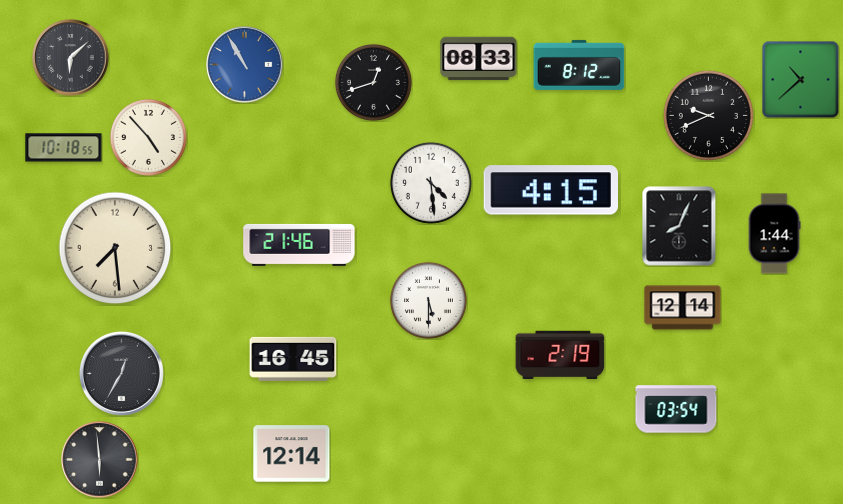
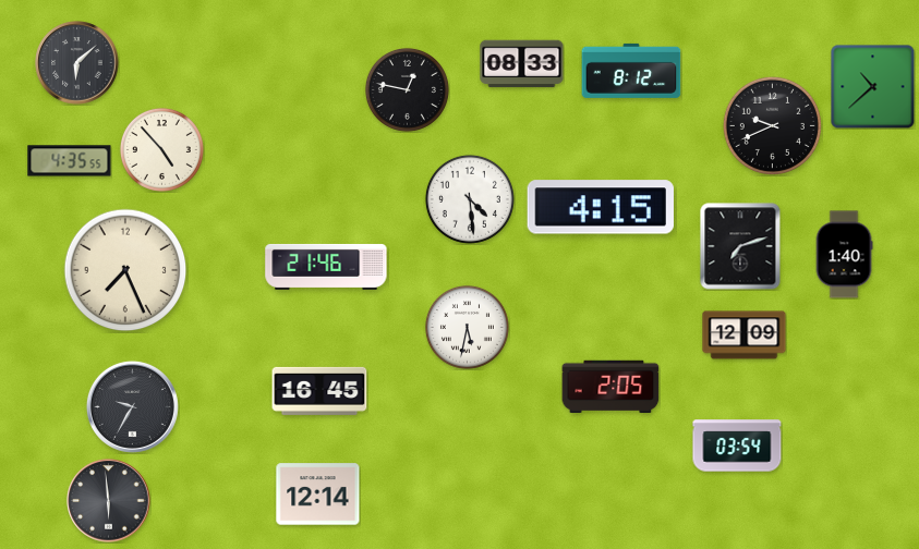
clock at (245, 65): 10:55 -> none
clock at (373, 82): 12:42 -> 12:47
clock at (64, 148): 10:18 -> 4:35
clock at (679, 226): 8:04 -> 7:12
clock at (774, 234): 1:44 -> 1:40
clock at (115, 248): 7:29 -> 7:26
clock at (428, 300): 5:30 -> 5:32
clock at (683, 308): 12:14 -> 12:09
clock at (560, 355): 2:19 -> 2:05
clock at (121, 373): 12:35 -> 9:35
